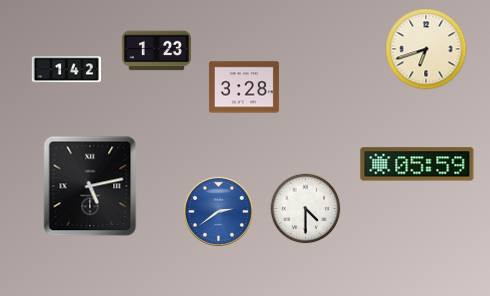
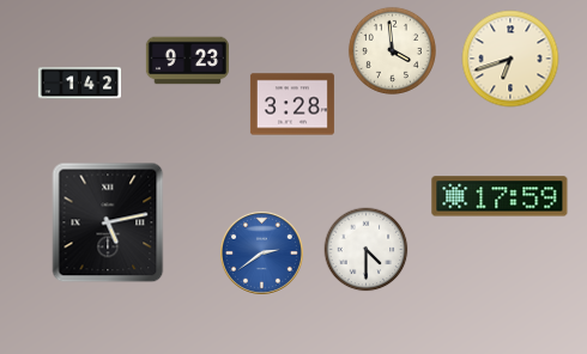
clock at (392, 50): none -> 3:59
clock at (156, 51): 1:23 -> 9:23
clock at (417, 164): 05:59 -> 17:59
